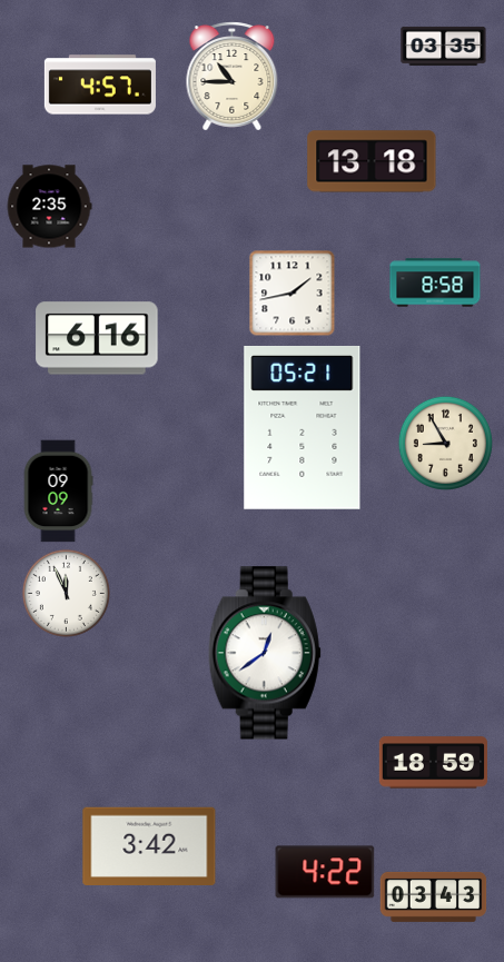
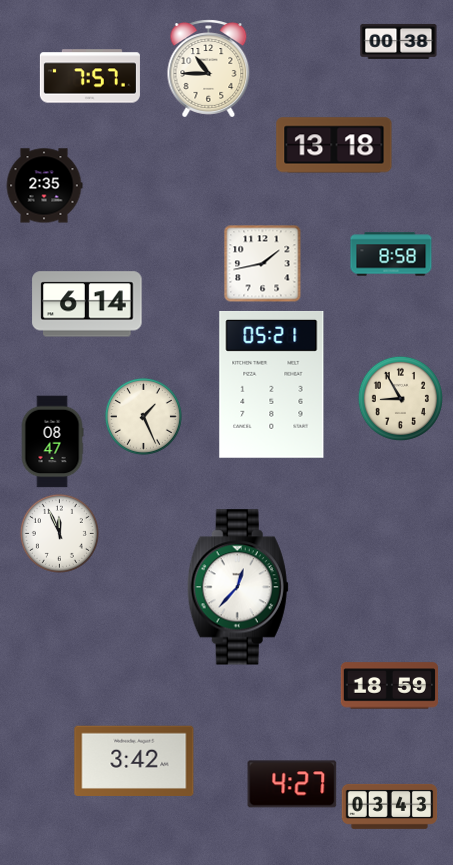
clock at (444, 46): 03:35 -> 00:38
clock at (100, 85): 4:57 -> 7:57
clock at (97, 338): 6:16 -> 6:14
clock at (143, 416): none -> 1:26
clock at (58, 492): 09:09 -> 08:47
clock at (265, 653): 12:39 -> 12:37
clock at (325, 872): 4:22 -> 4:27
